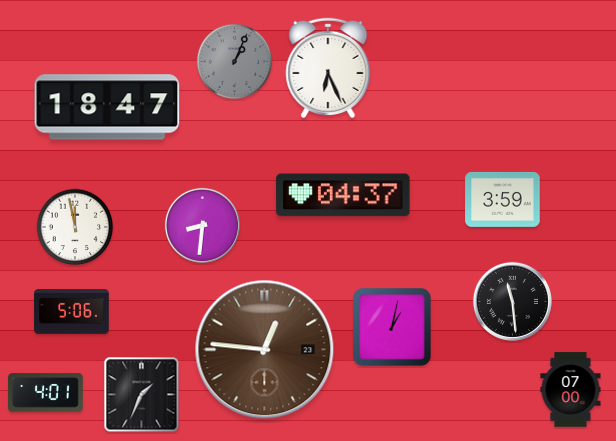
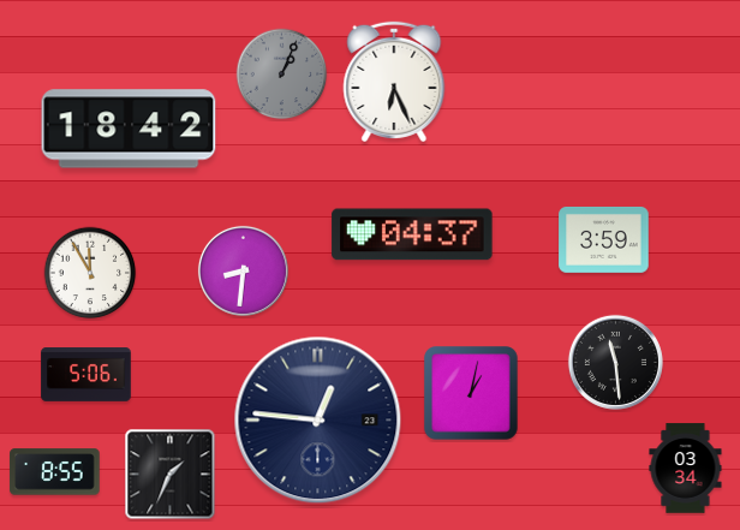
clock at (107, 107): 18:47 -> 18:42
clock at (75, 227): 11:58 -> 11:55
clock at (265, 350) dial: brown -> navy
clock at (571, 390): 07:00 -> 03:34
clock at (46, 393): 4:01 -> 8:55
